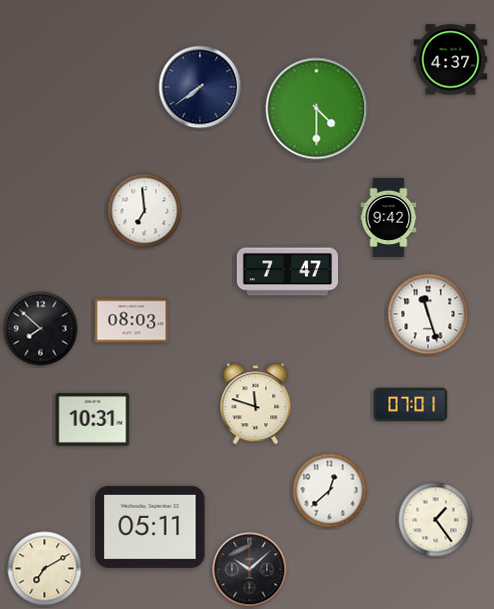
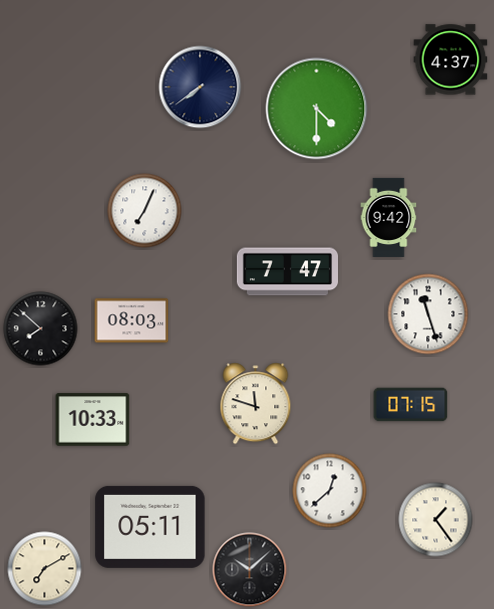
clock at (145, 211): 6:59 -> 7:04
clock at (411, 405): 07:01 -> 07:15
clock at (93, 420): 10:31 -> 10:33
